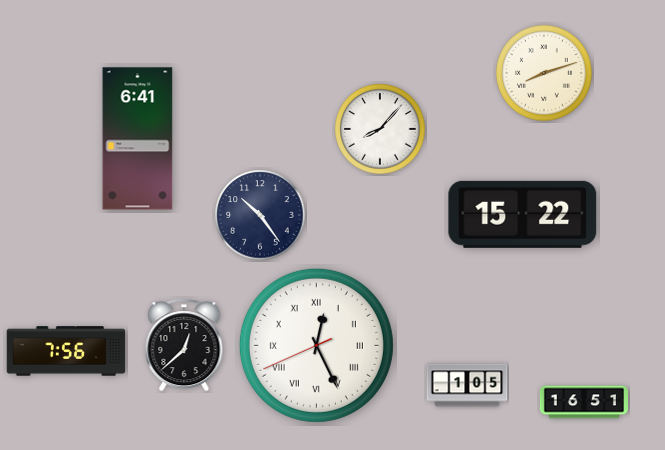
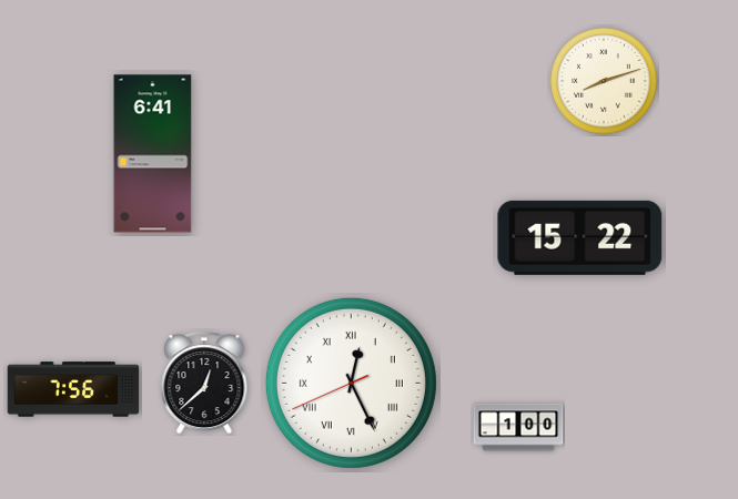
clock at (380, 129): 8:07 -> none
clock at (260, 215): 10:24 -> none
clock at (467, 385): 1:05 -> 1:00
clock at (584, 402): 16:51 -> none
